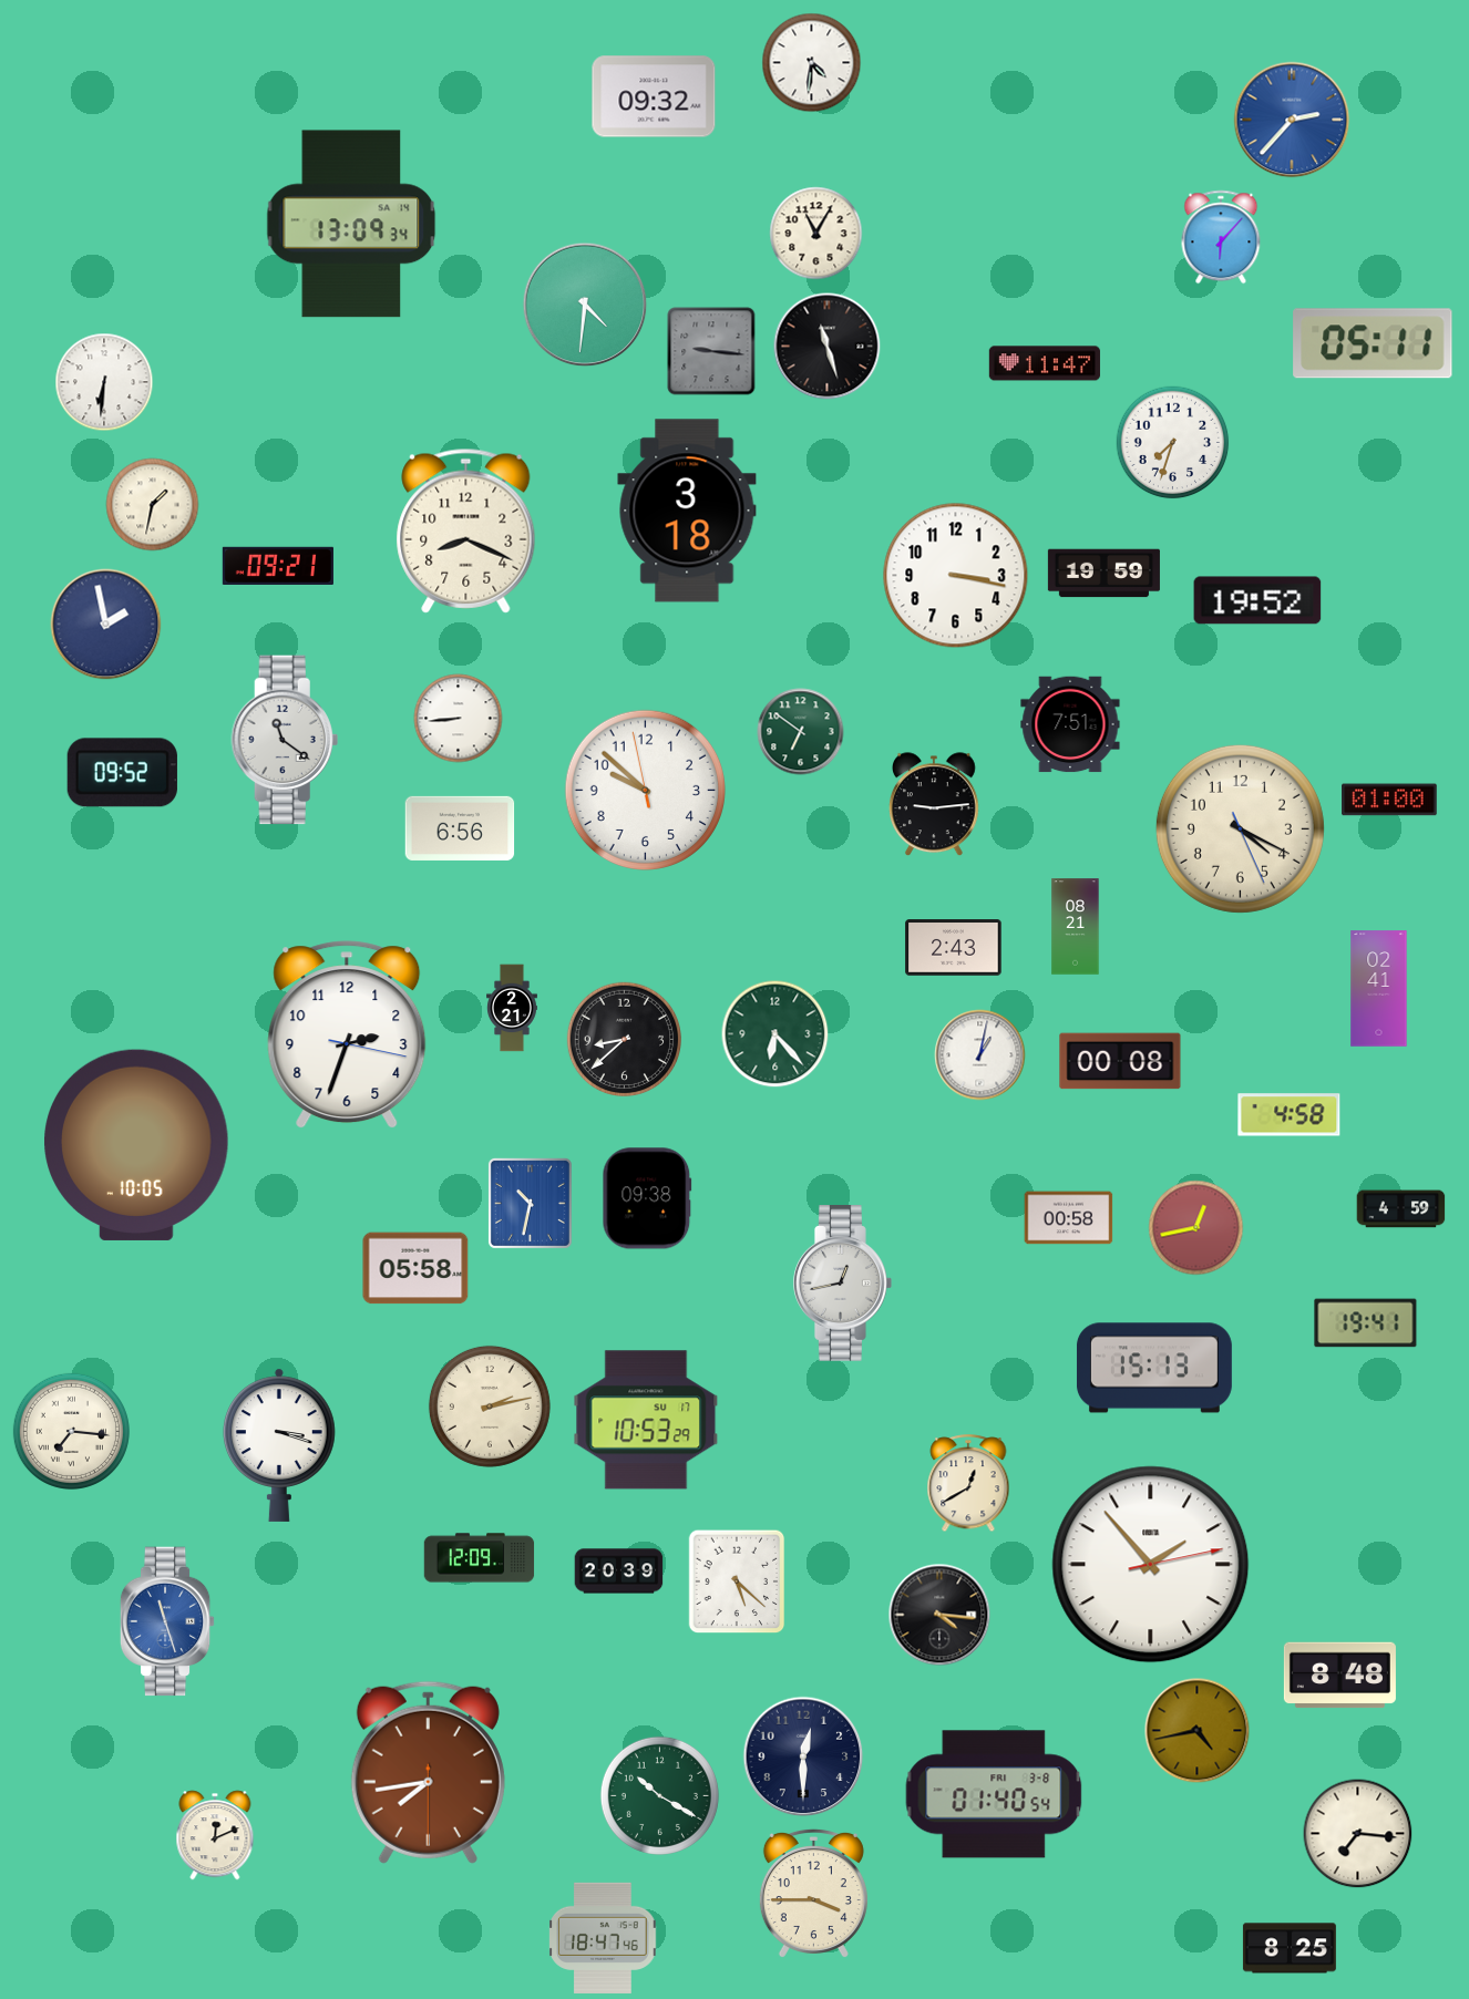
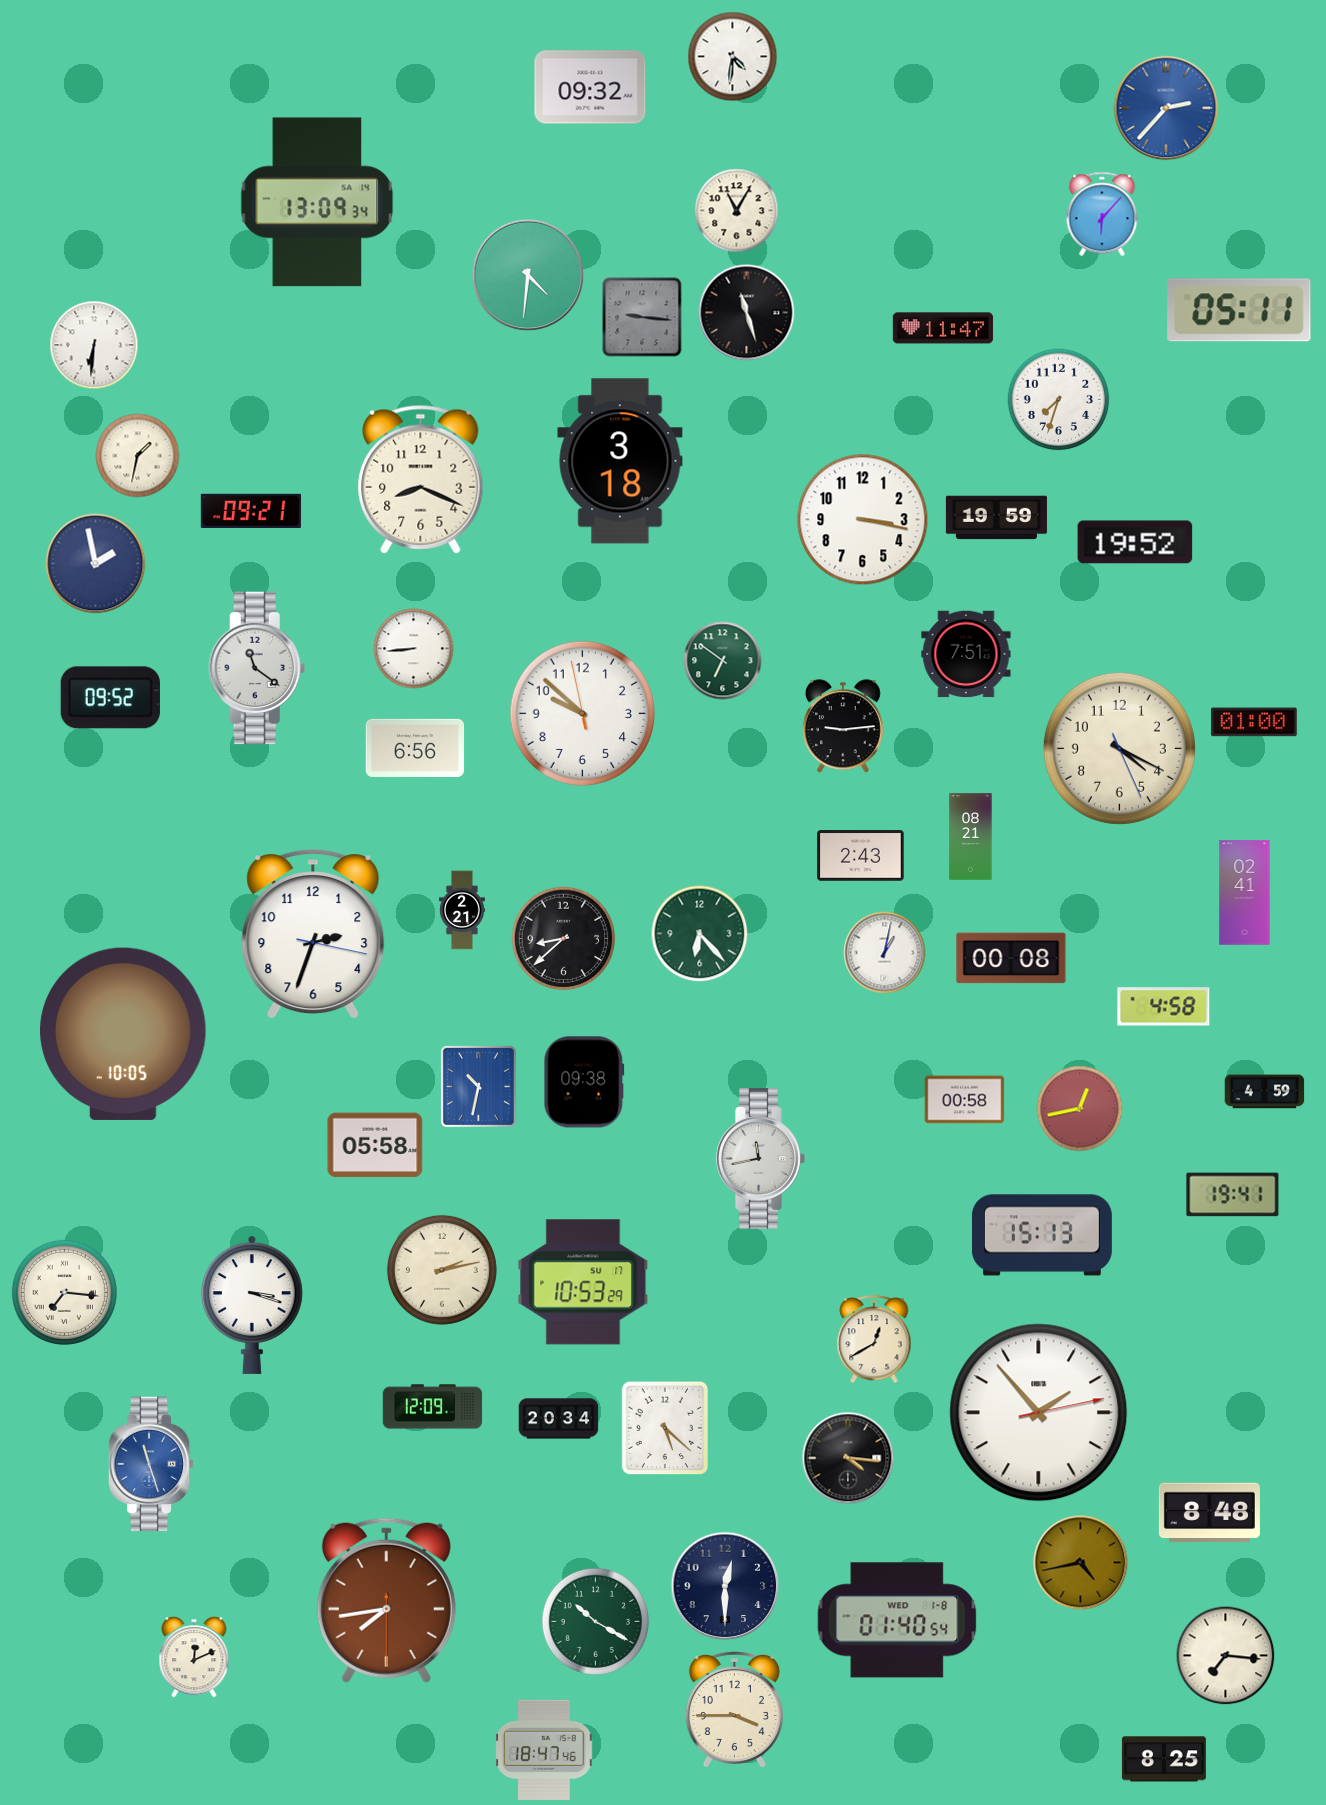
clock at (843, 1284): 12:43 -> 11:43
clock at (619, 1572): 20:39 -> 20:34
clock at (994, 1794) date: FRI 3-8 -> WED 1-8
